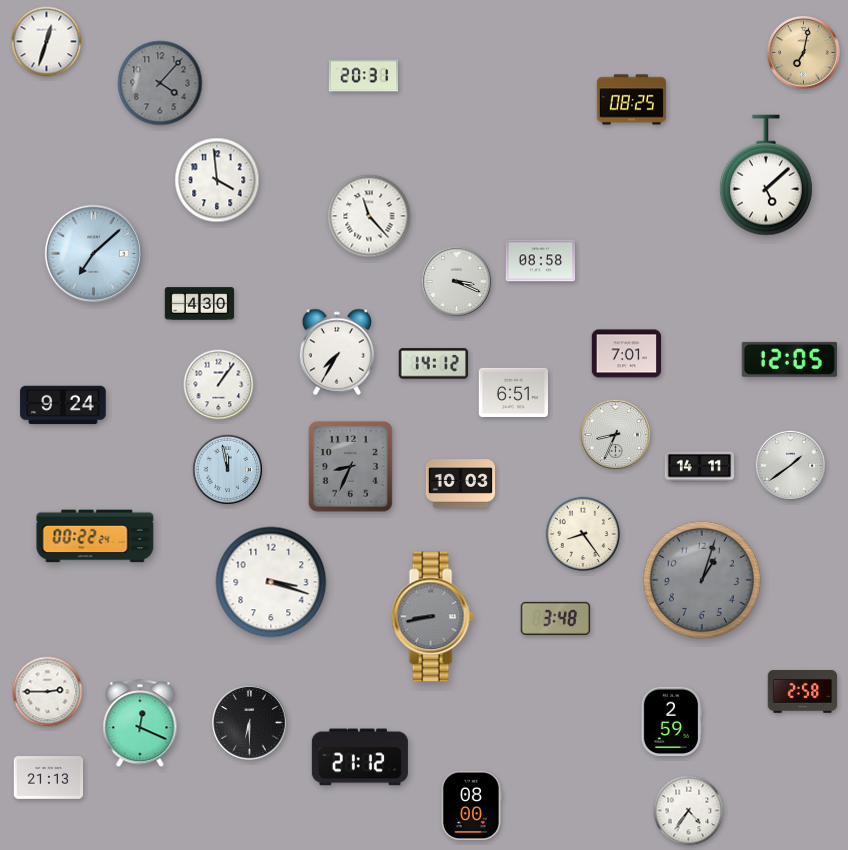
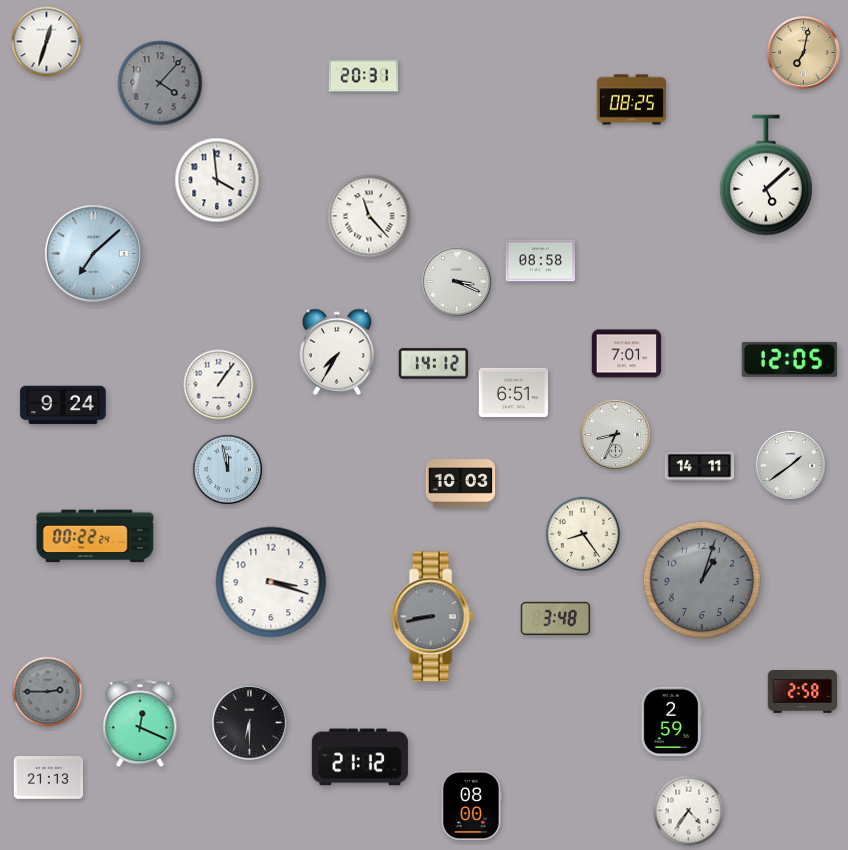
clock at (200, 304): 4:30 -> none
clock at (350, 467): 8:34 -> none
clock at (48, 692) dial: white -> grey
